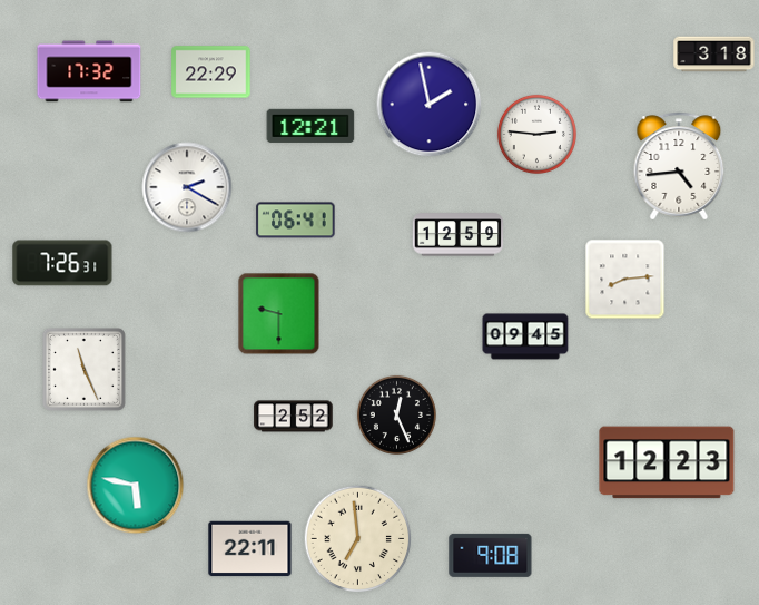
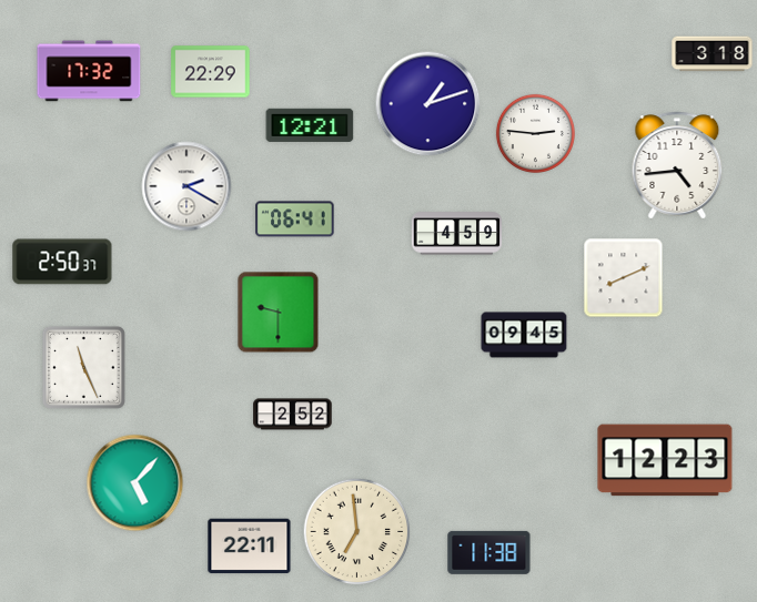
clock at (430, 105): 1:58 -> 1:12
clock at (459, 235): 12:59 -> 4:59
clock at (62, 263): 7:26 -> 2:50
clock at (625, 280): 8:14 -> 8:11
clock at (396, 414): 12:26 -> none
clock at (136, 486): 5:47 -> 5:07
clock at (358, 539) position: (358, 539) -> (357, 532)
clock at (491, 555): 9:08 -> 11:38
